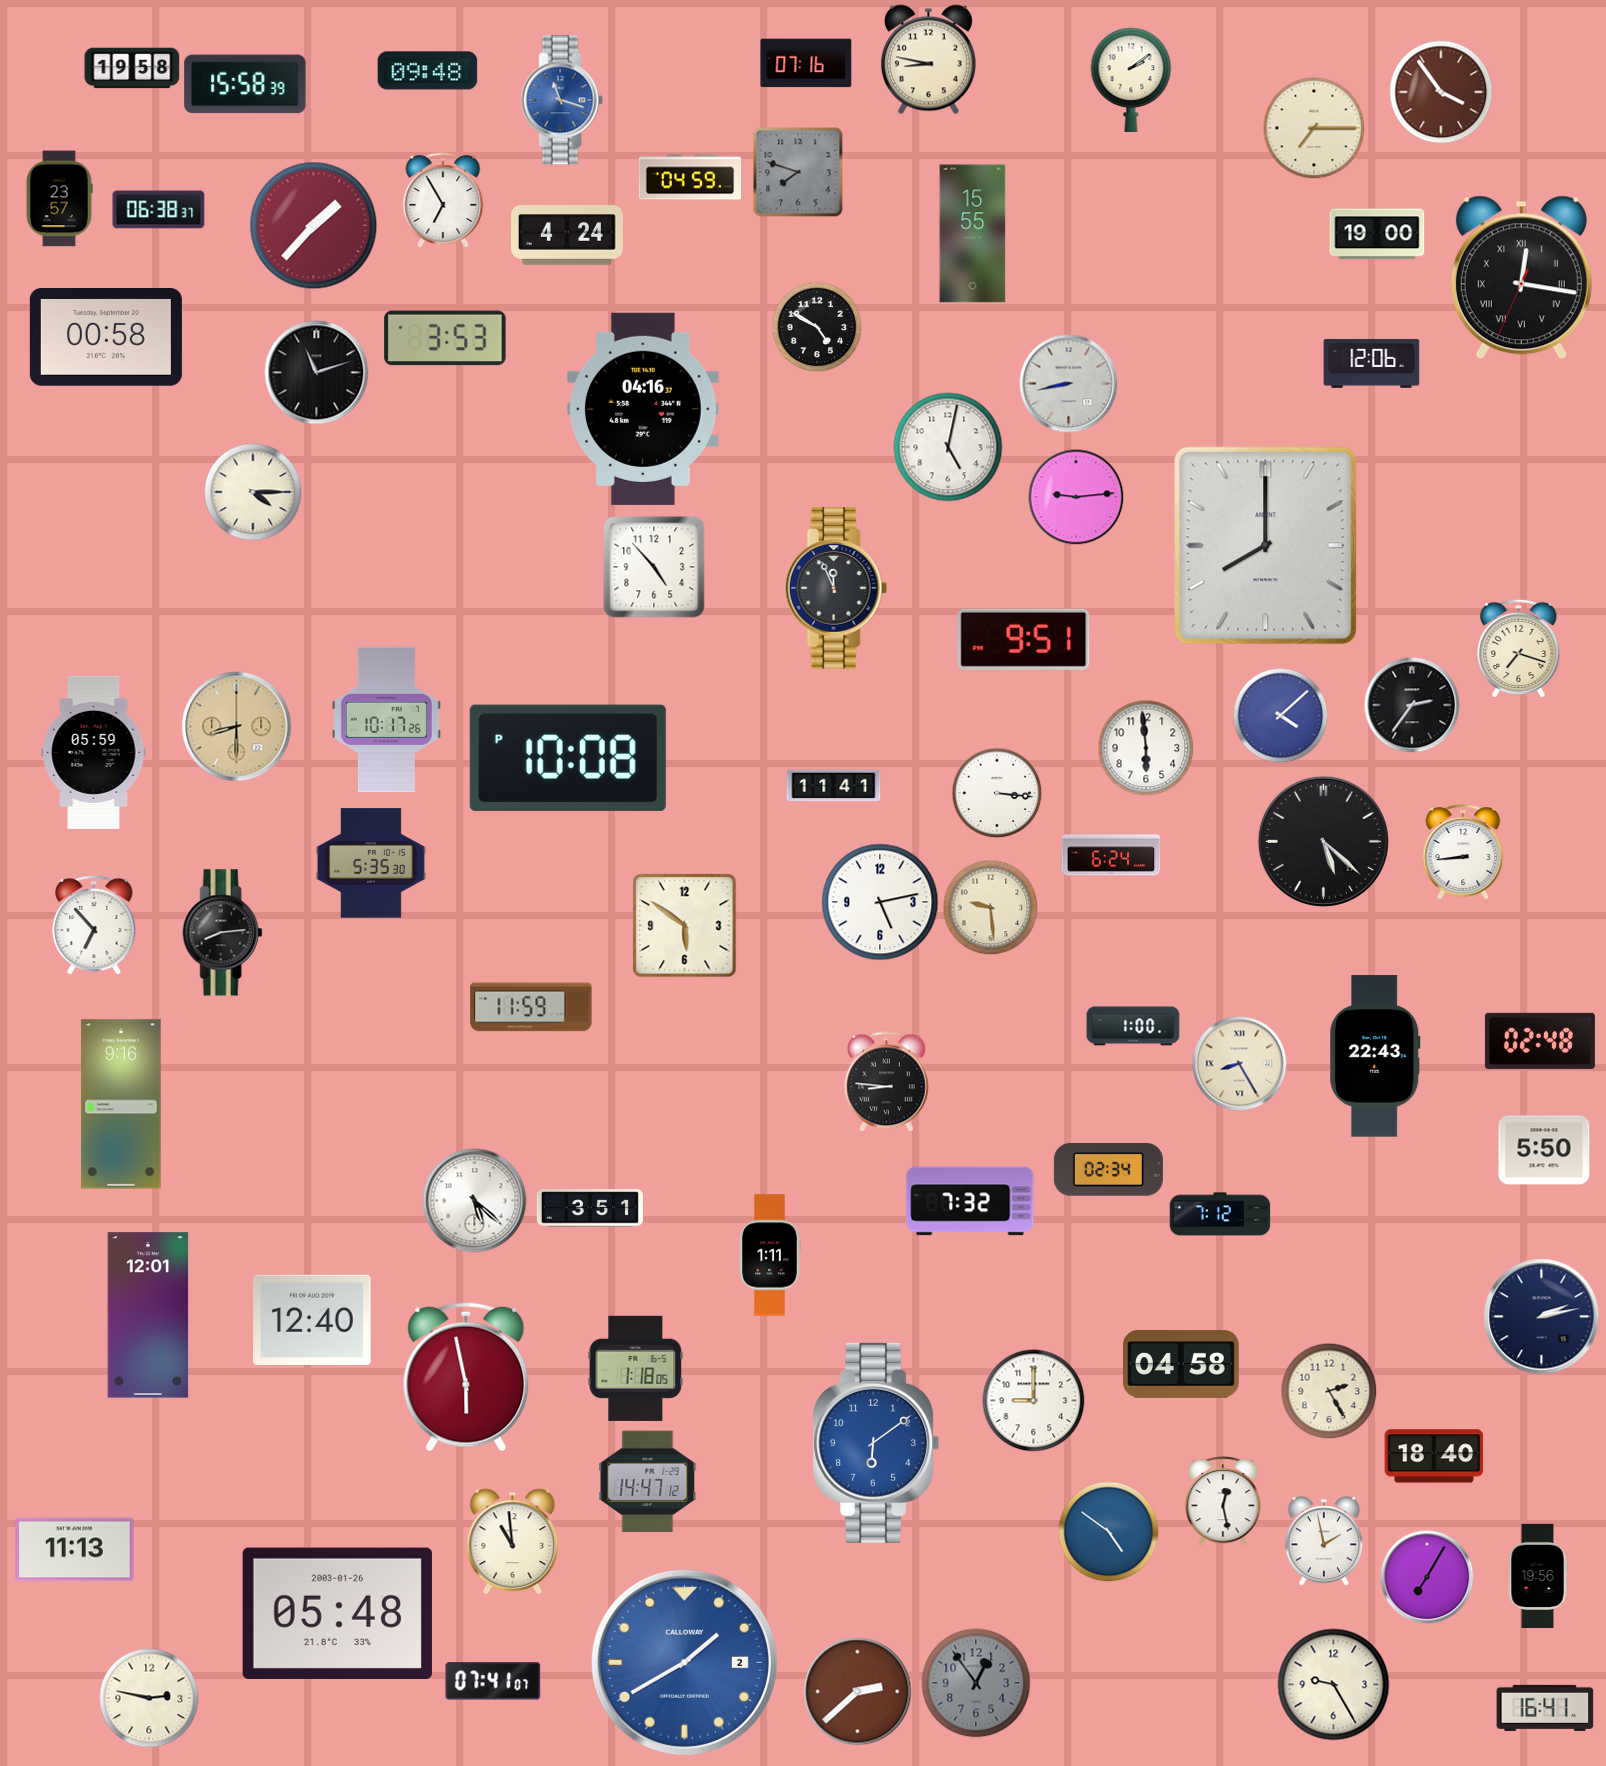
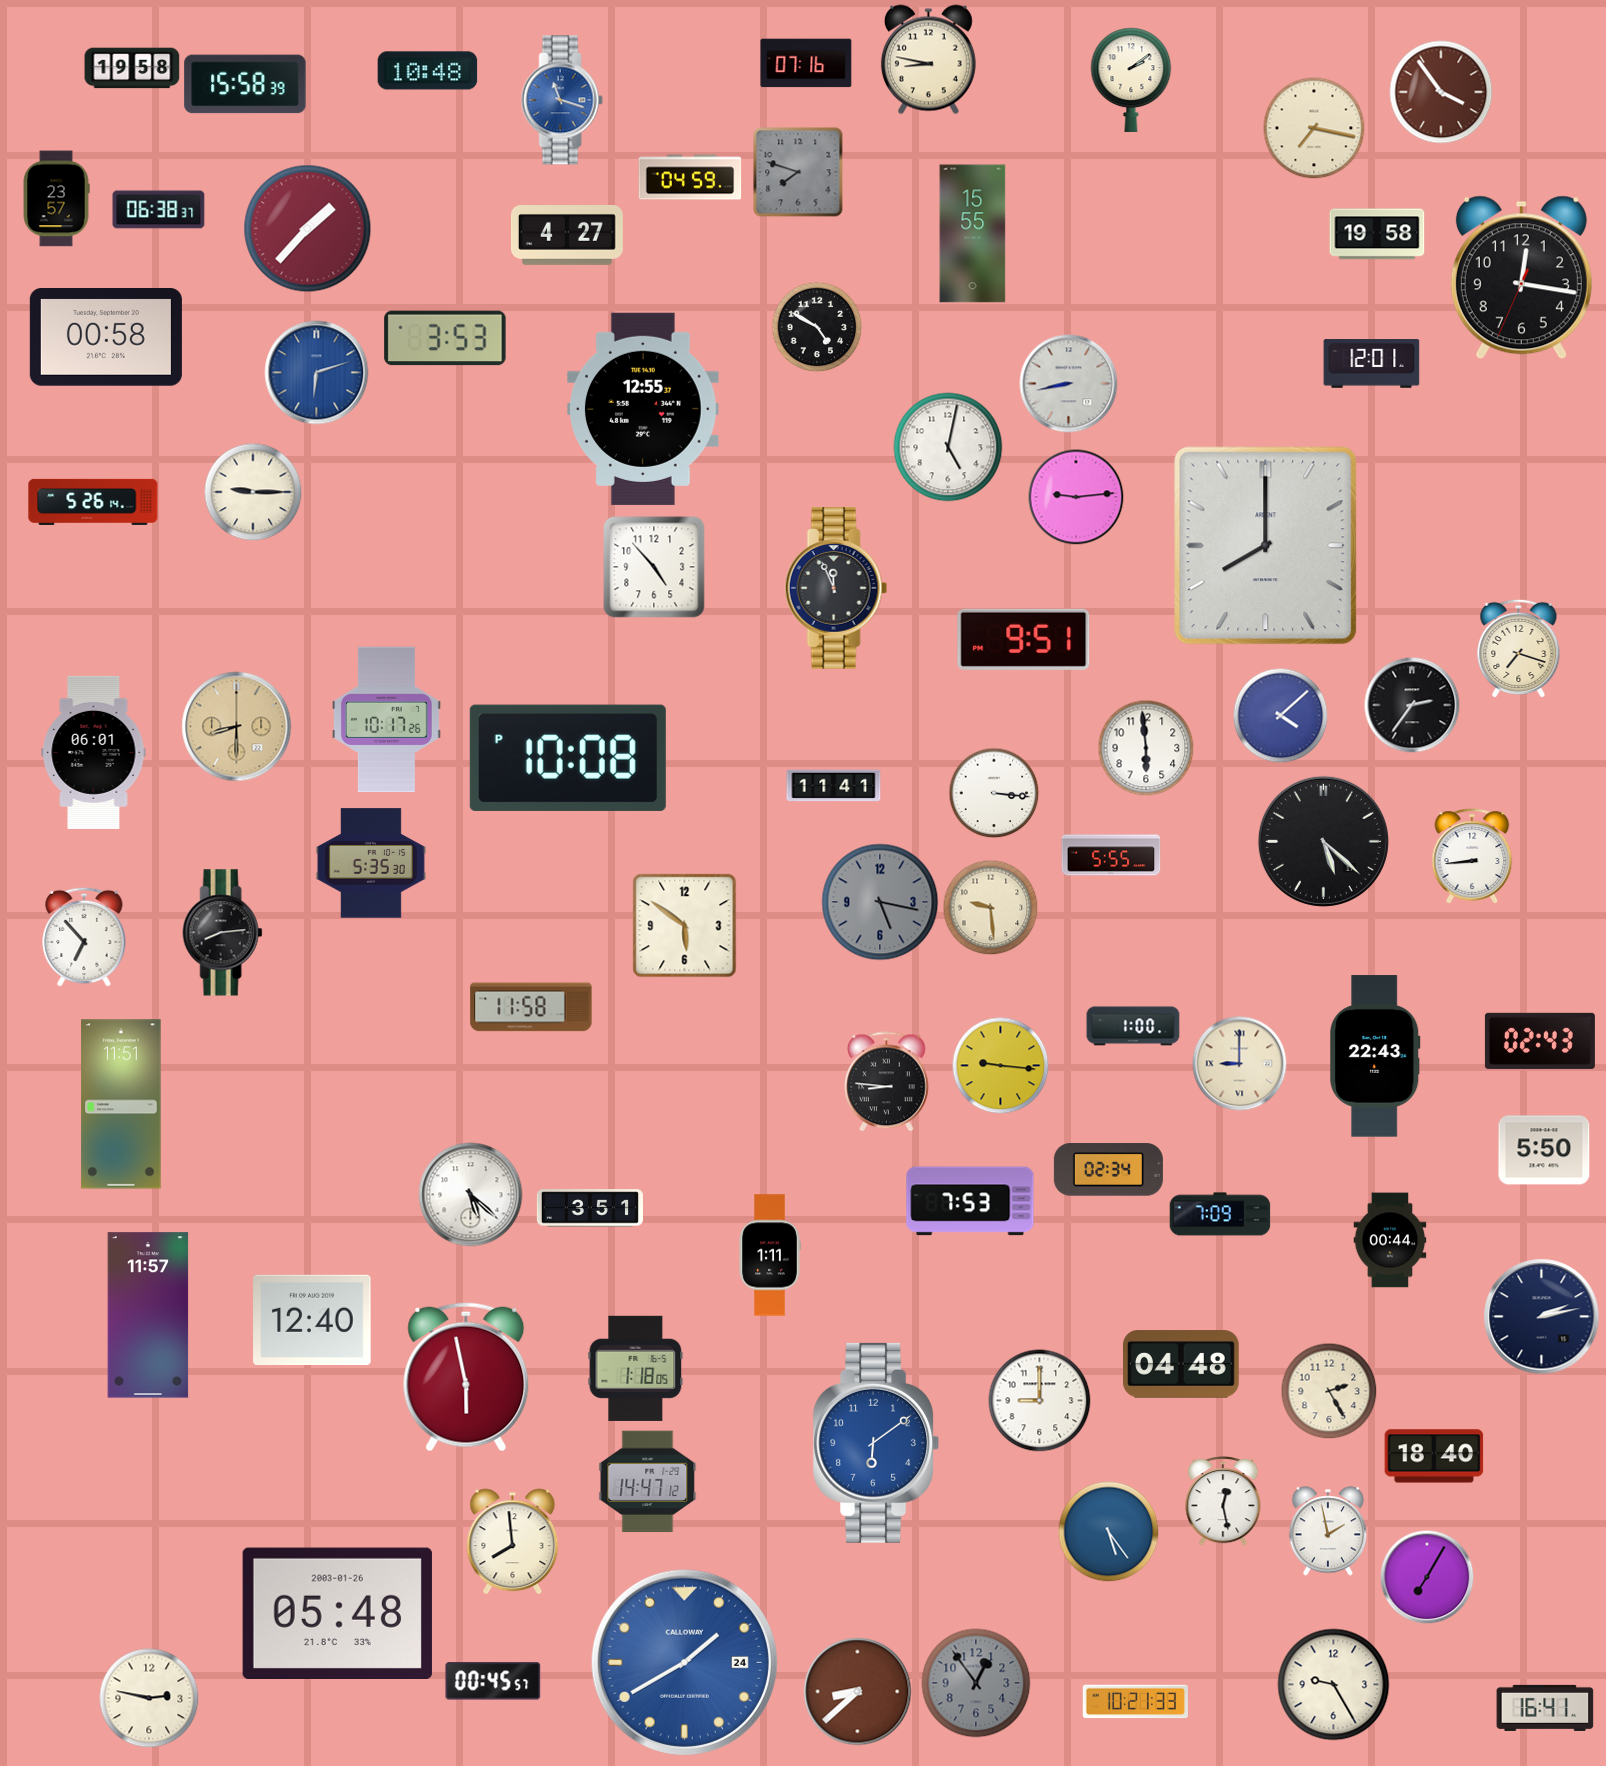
clock at (428, 71): 09:48 -> 10:48
clock at (1314, 128): 7:15 -> 7:17
clock at (59, 199) position: (59, 199) -> (56, 199)
clock at (443, 200): 6:55 -> none
clock at (314, 226) position: (314, 226) -> (308, 229)
clock at (1377, 234): 19:00 -> 19:58
clock at (567, 236): 4:24 -> 4:27
clock at (1521, 278) numerals: Roman -> Arabic
clock at (1372, 364): 12:06 -> 12:01
clock at (317, 373): 11:12 -> 6:12
clock at (317, 373) dial: black -> blue
clock at (643, 409): 04:16 -> 12:55
clock at (253, 492): 4:15 -> 9:15
clock at (93, 502): none -> 5:26
clock at (94, 752): 05:59 -> 06:01
clock at (997, 793) position: (997, 793) -> (994, 793)
clock at (1463, 852) position: (1463, 852) -> (1472, 856)
clock at (1111, 855): 6:24 -> 5:55
clock at (880, 902): 5:13 -> 5:17
clock at (880, 902) dial: white -> grey
clock at (94, 925) position: (94, 925) -> (84, 937)
clock at (531, 1007): 11:59 -> 11:58
clock at (1540, 1041): 02:48 -> 02:43
clock at (1239, 1063): 8:25 -> 9:00
clock at (1000, 1065): none -> 9:16
clock at (121, 1104): 9:16 -> 11:51
clock at (475, 1201) position: (475, 1201) -> (471, 1195)
clock at (970, 1201): 7:32 -> 7:53
clock at (1220, 1214): 7:12 -> 7:09
clock at (1390, 1240): none -> 00:44
clock at (148, 1315): 12:01 -> 11:57
clock at (1182, 1364): 04:58 -> 04:48
clock at (1034, 1401) position: (1034, 1401) -> (1040, 1401)
clock at (1109, 1532): 4:51 -> 5:24
clock at (1324, 1541) position: (1324, 1541) -> (1328, 1531)
clock at (513, 1542): 10:59 -> 7:59
clock at (75, 1550): 11:13 -> none
clock at (1538, 1576): 19:56 -> none
clock at (684, 1662) date: 2 -> 24
clock at (493, 1681): 07:41 -> 00:45
clock at (858, 1692): 2:38 -> 8:38
clock at (1135, 1702): none -> 10:21
